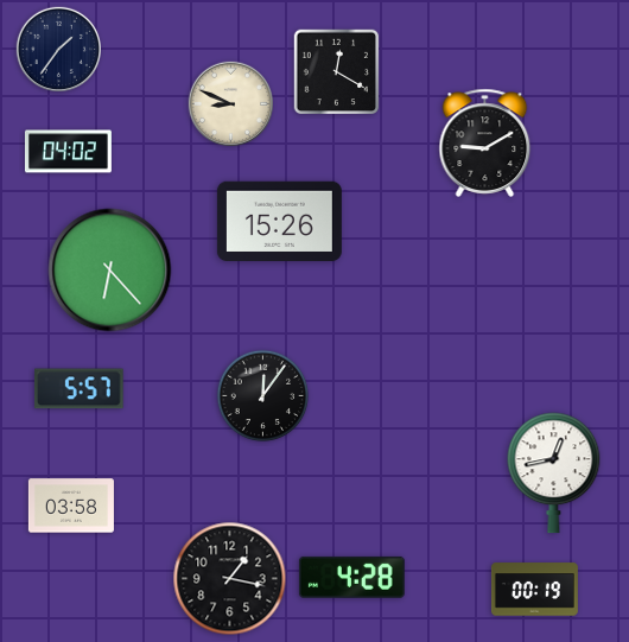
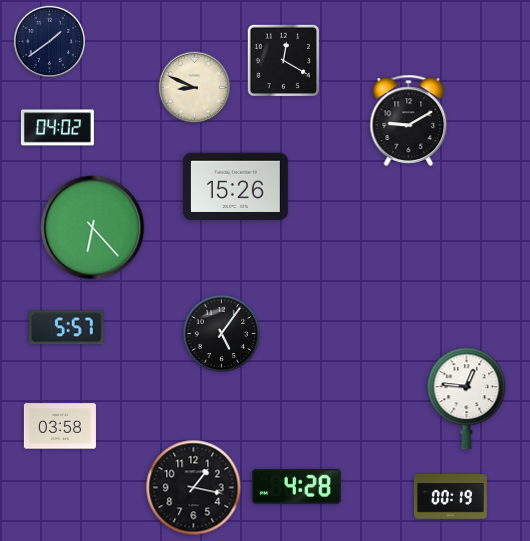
clock at (58, 49): 1:36 -> 1:39
clock at (263, 396): 12:06 -> 5:06
clock at (554, 473): 12:43 -> 12:46
